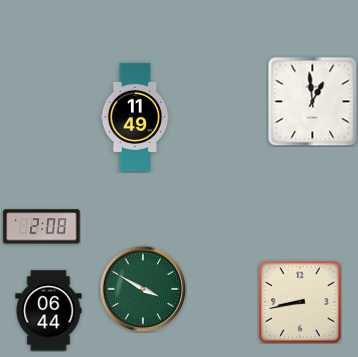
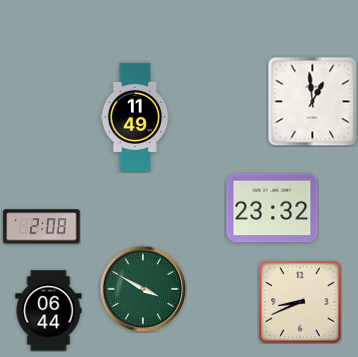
clock at (272, 208): none -> 23:32
clock at (300, 302): 8:43 -> 8:41
